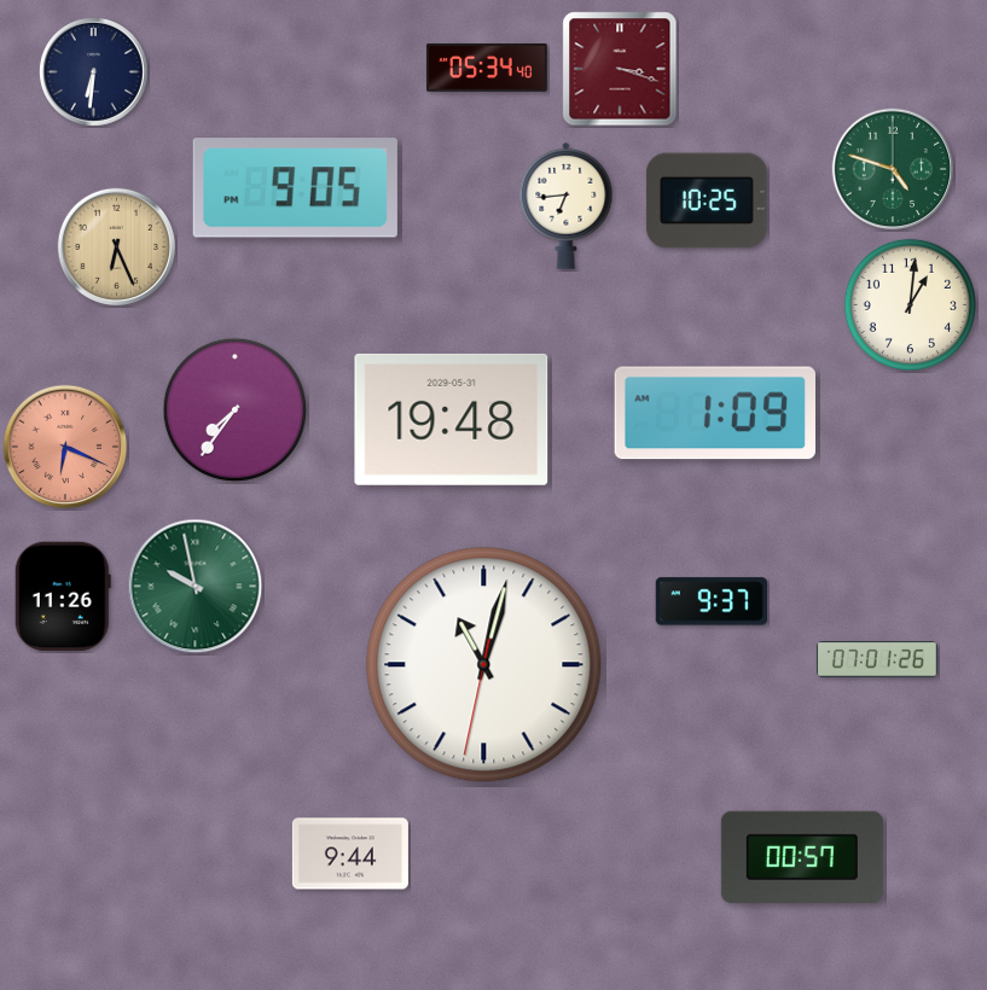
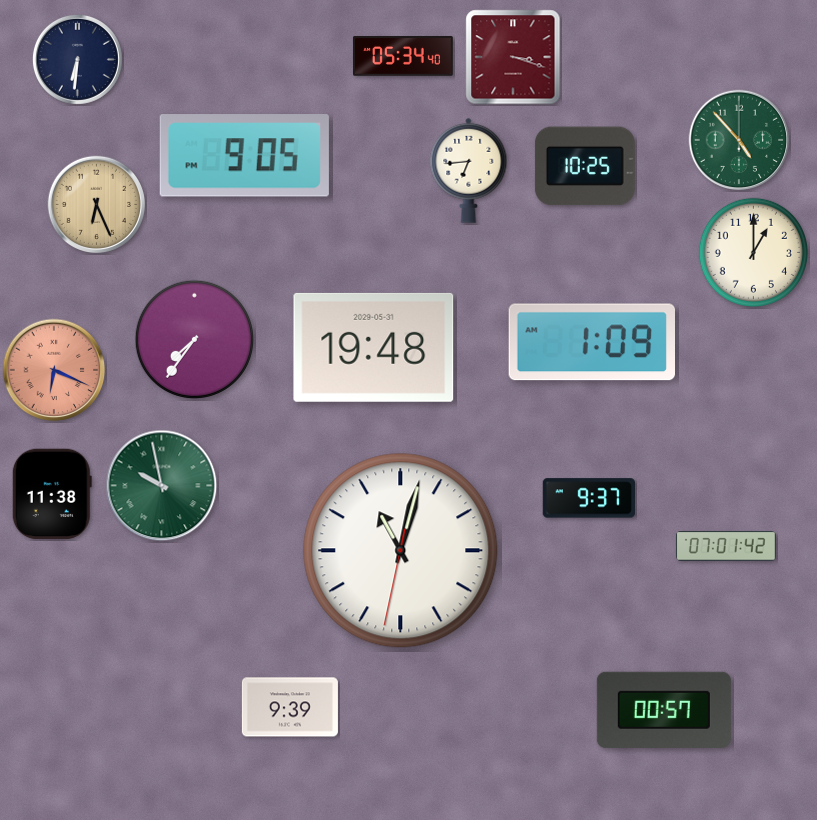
clock at (893, 169): 4:48 -> 4:53
clock at (910, 304): 1:01 -> 1:00
clock at (63, 596): 11:26 -> 11:38
clock at (877, 659): 07:01:26 -> 07:01:42
clock at (350, 854): 9:44 -> 9:39
